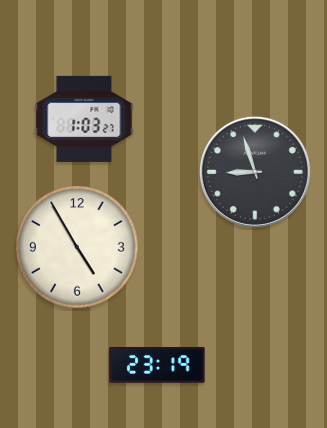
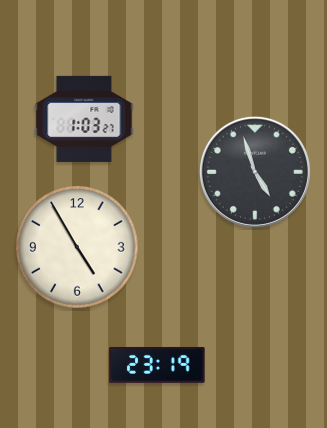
clock at (255, 172): 8:57 -> 4:57
